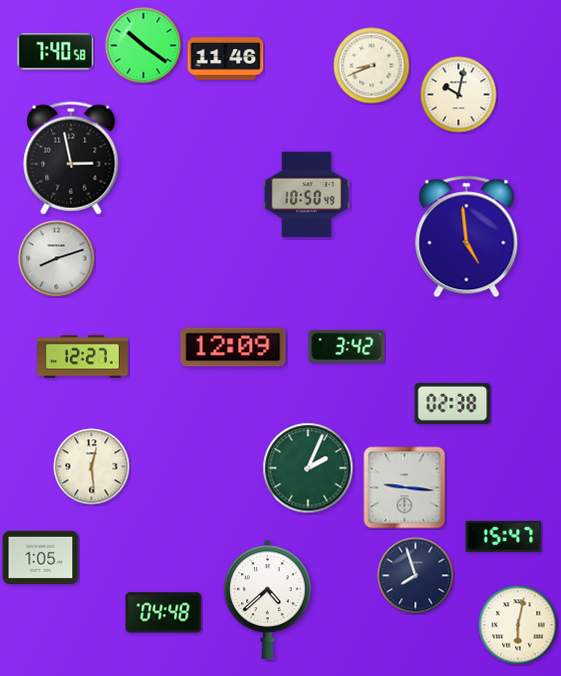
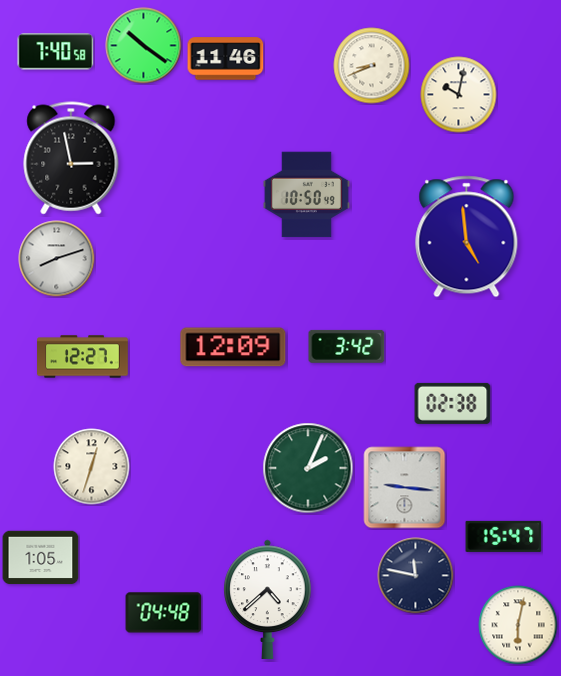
clock at (92, 467): 12:29 -> 12:33
clock at (416, 576): 7:57 -> 11:47
